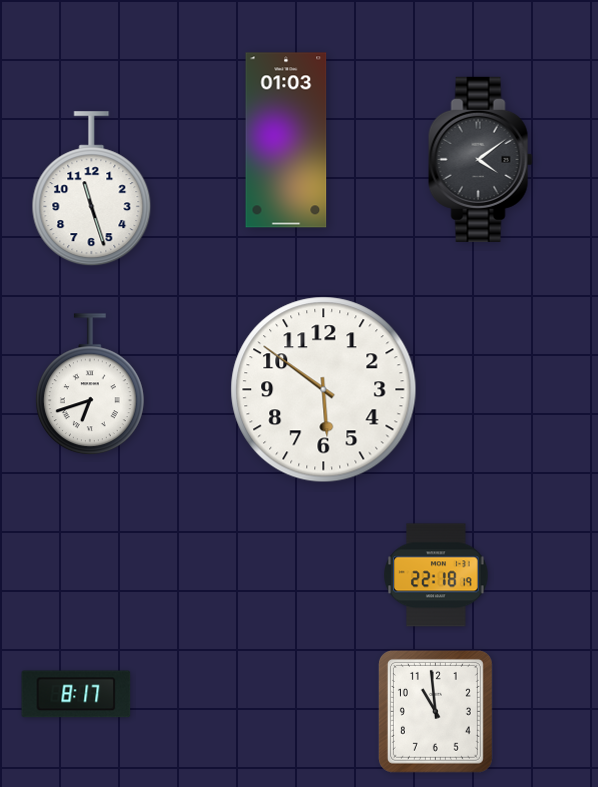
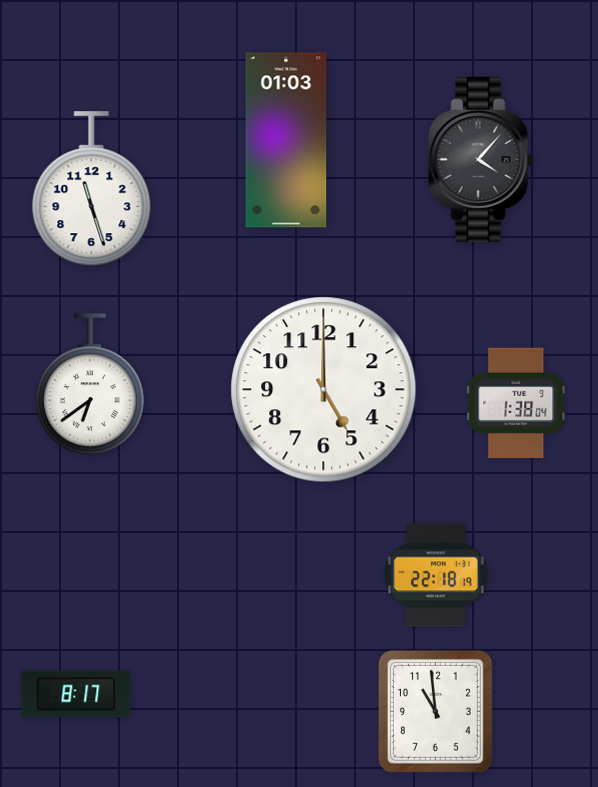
clock at (480, 159): 4:09 -> 4:07
clock at (91, 385): 6:42 -> 6:39
clock at (324, 390): 5:51 -> 5:00
clock at (516, 403): none -> 1:38
